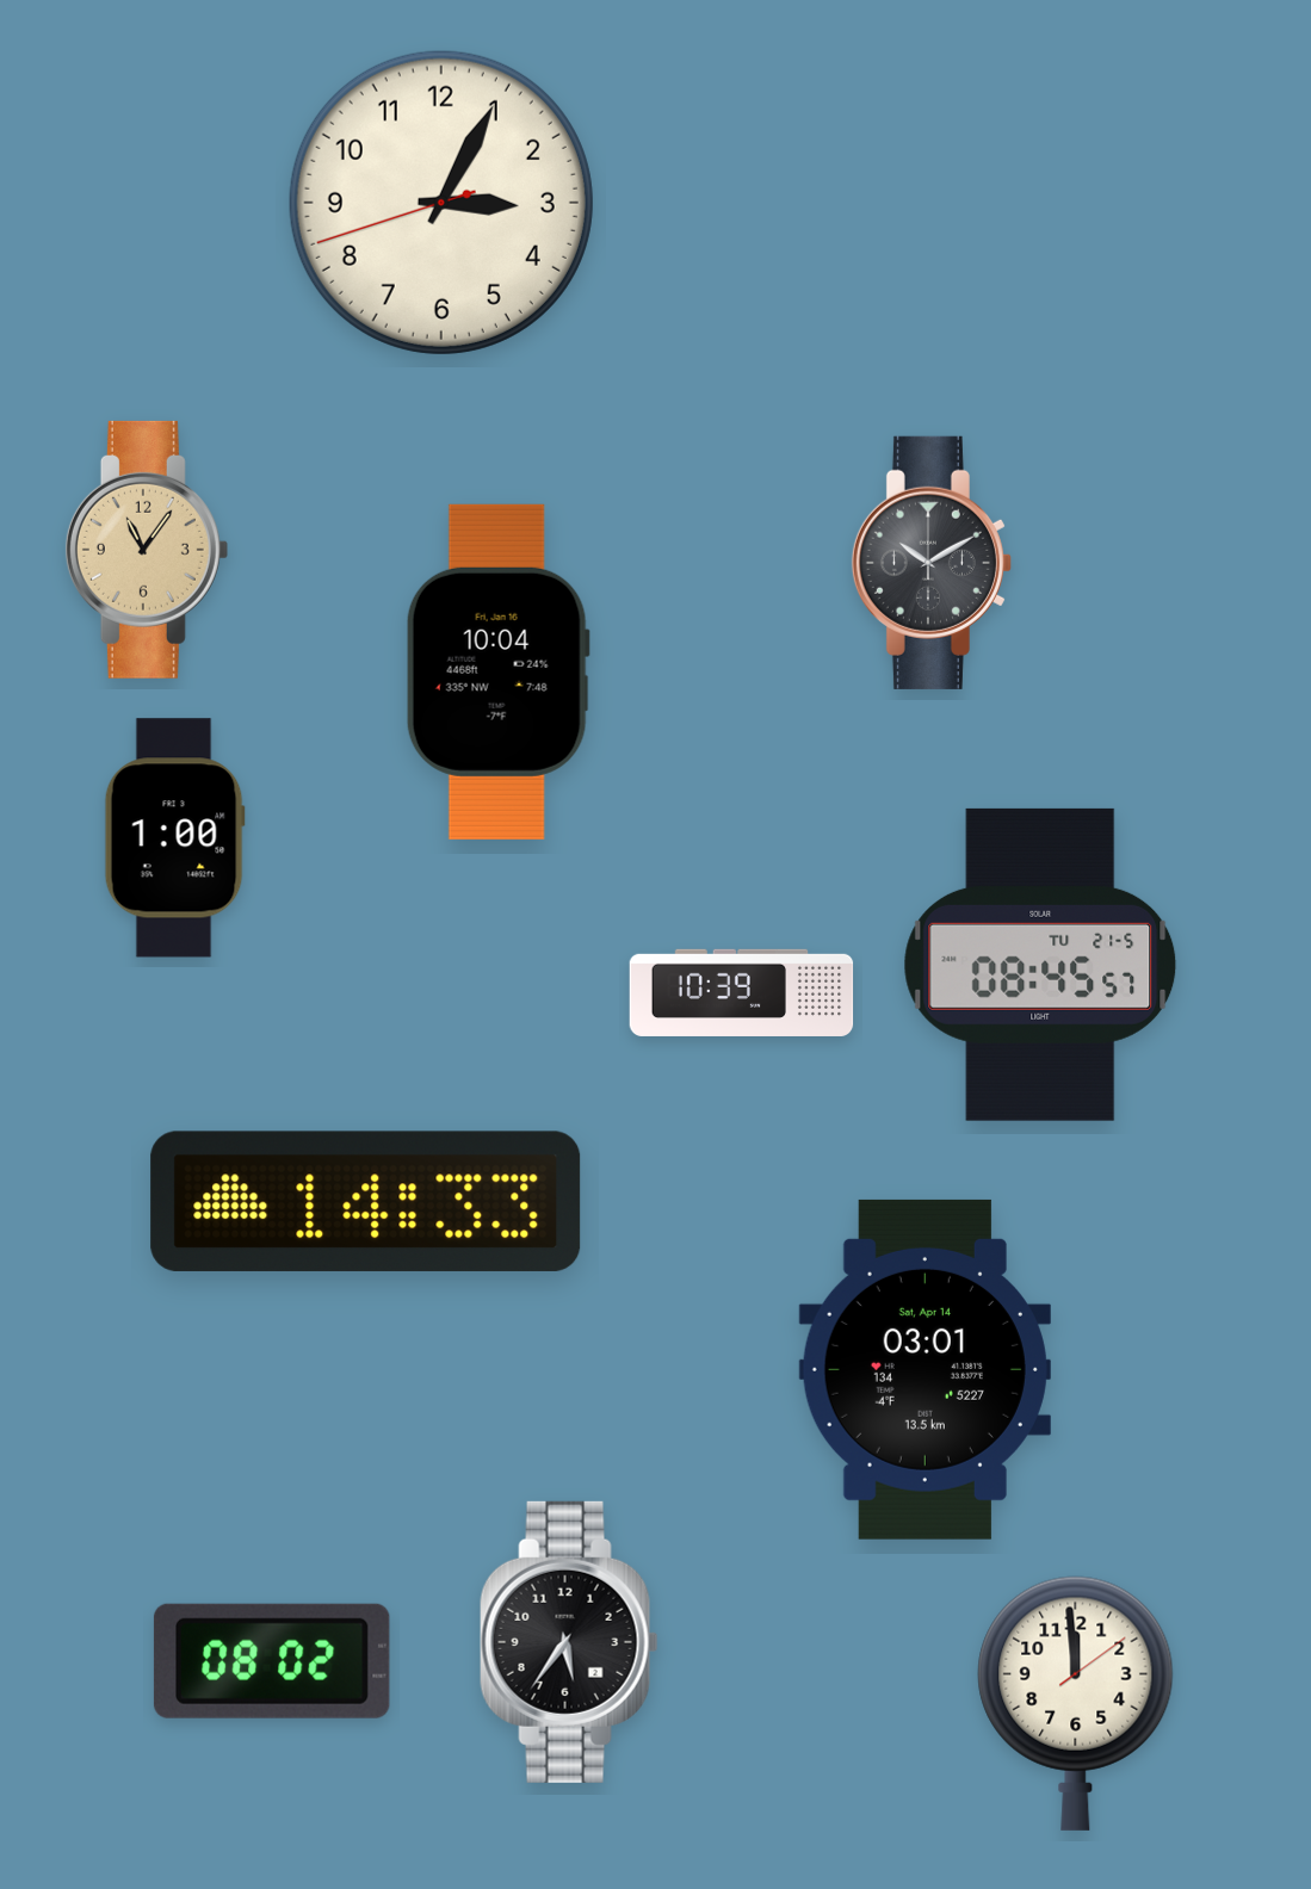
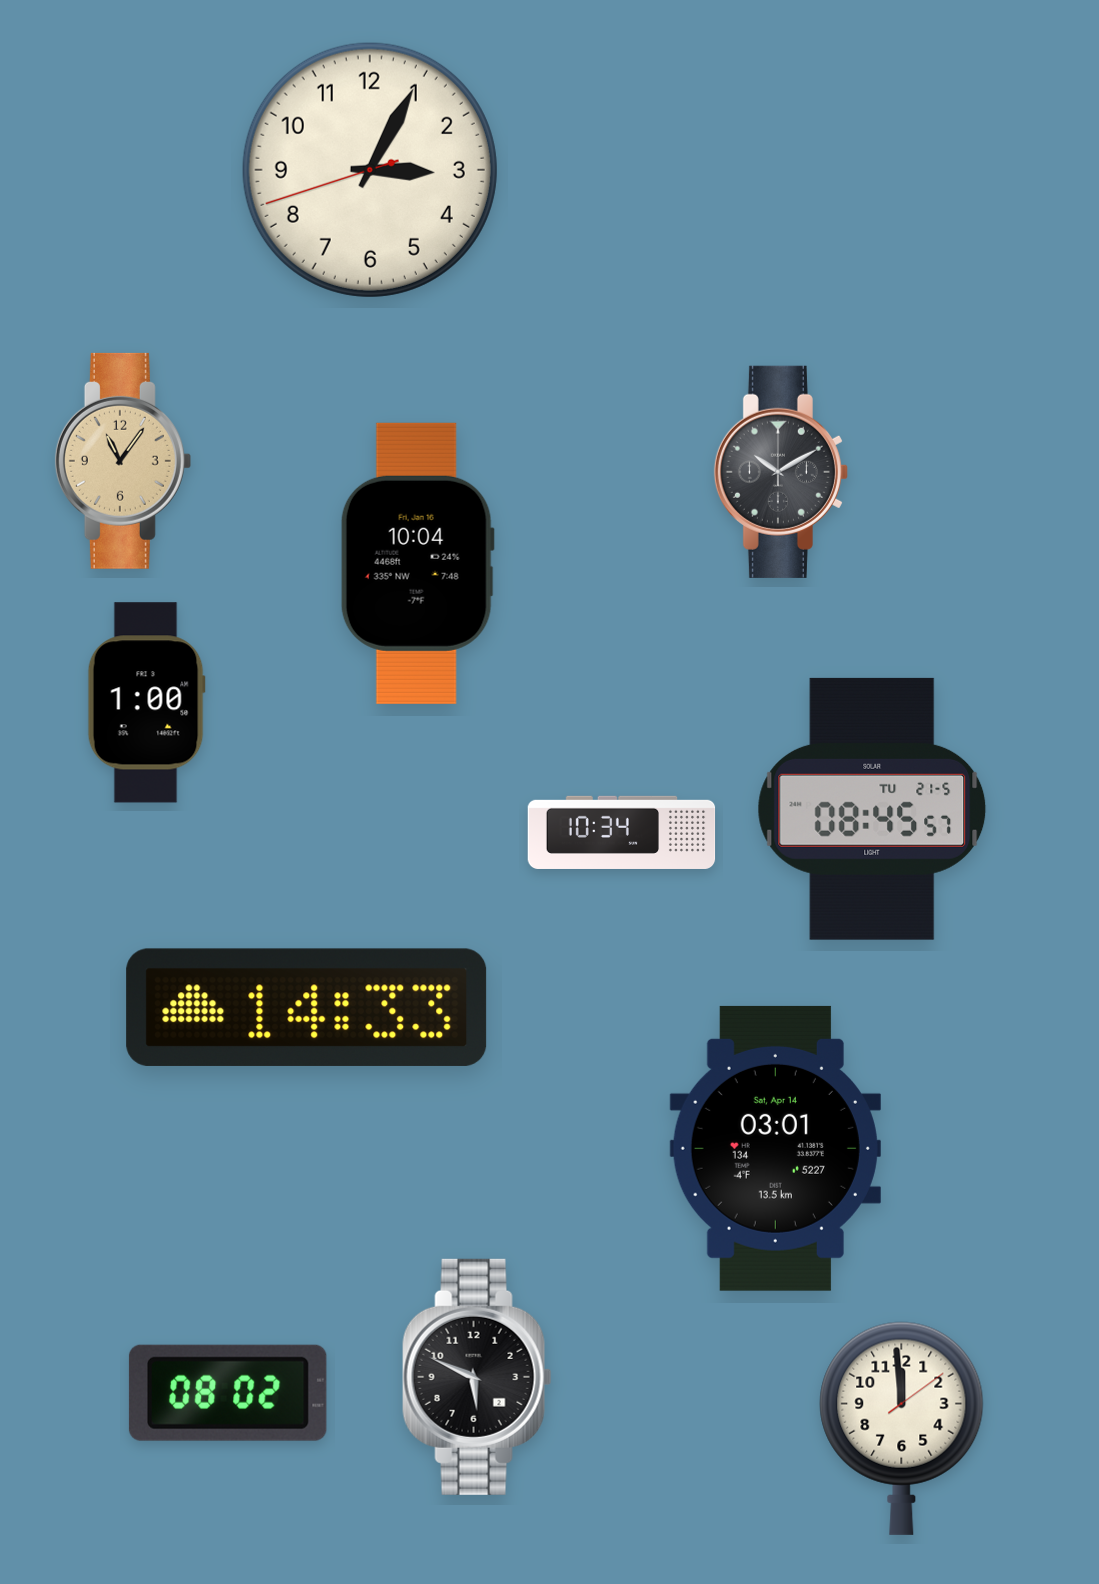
clock at (742, 992): 10:39 -> 10:34
clock at (569, 1642): 5:36 -> 5:49
